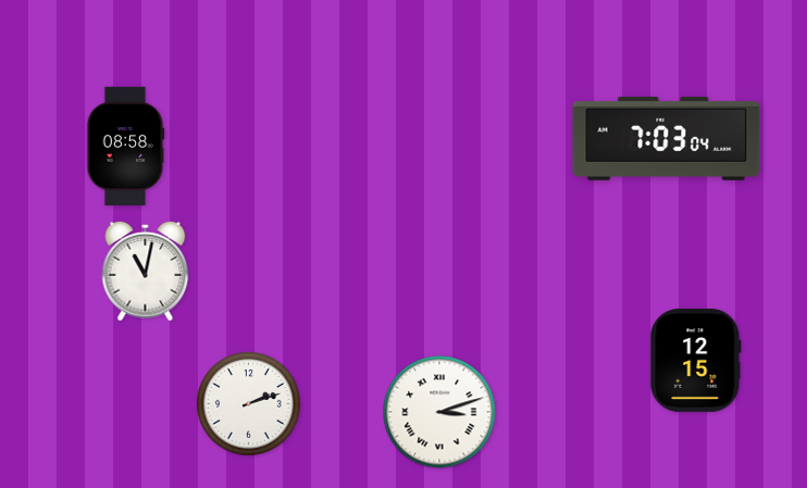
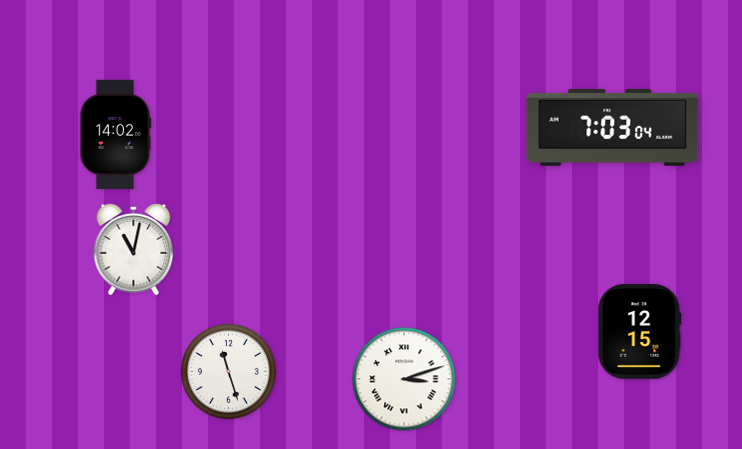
clock at (126, 146): 08:58 -> 14:02
clock at (249, 404): 2:12 -> 11:27
